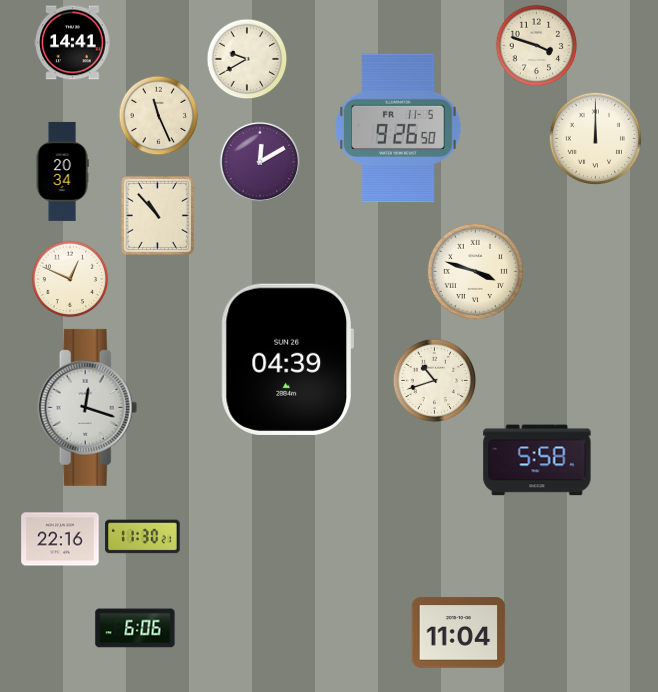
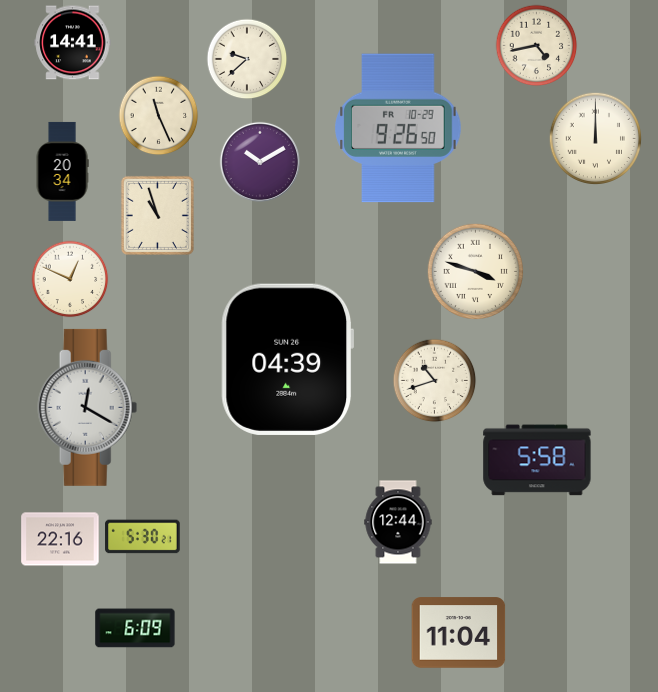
clock at (537, 46): 3:48 -> 4:43
clock at (247, 59): 9:40 -> 9:38
clock at (398, 128) date: FR 11-5 -> FR 10-29
clock at (260, 162): 12:10 -> 10:10
clock at (157, 215): 10:53 -> 10:57
clock at (88, 407): 12:18 -> 12:20
clock at (398, 522): none -> 12:44
clock at (143, 537): 11:30 -> 5:30
clock at (135, 628): 6:06 -> 6:09
